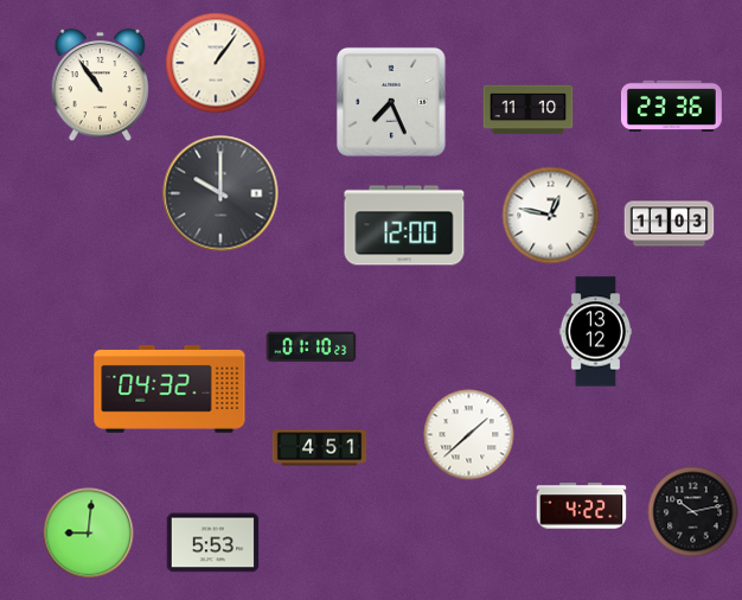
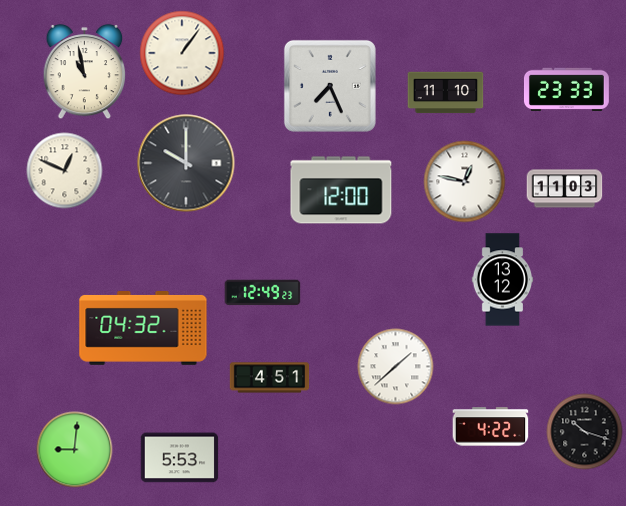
clock at (101, 85): 10:54 -> 10:58
clock at (671, 106): 23:36 -> 23:33
clock at (65, 171): none -> 12:49
clock at (312, 347): 01:10 -> 12:49
clock at (693, 512): 10:13 -> 10:18
